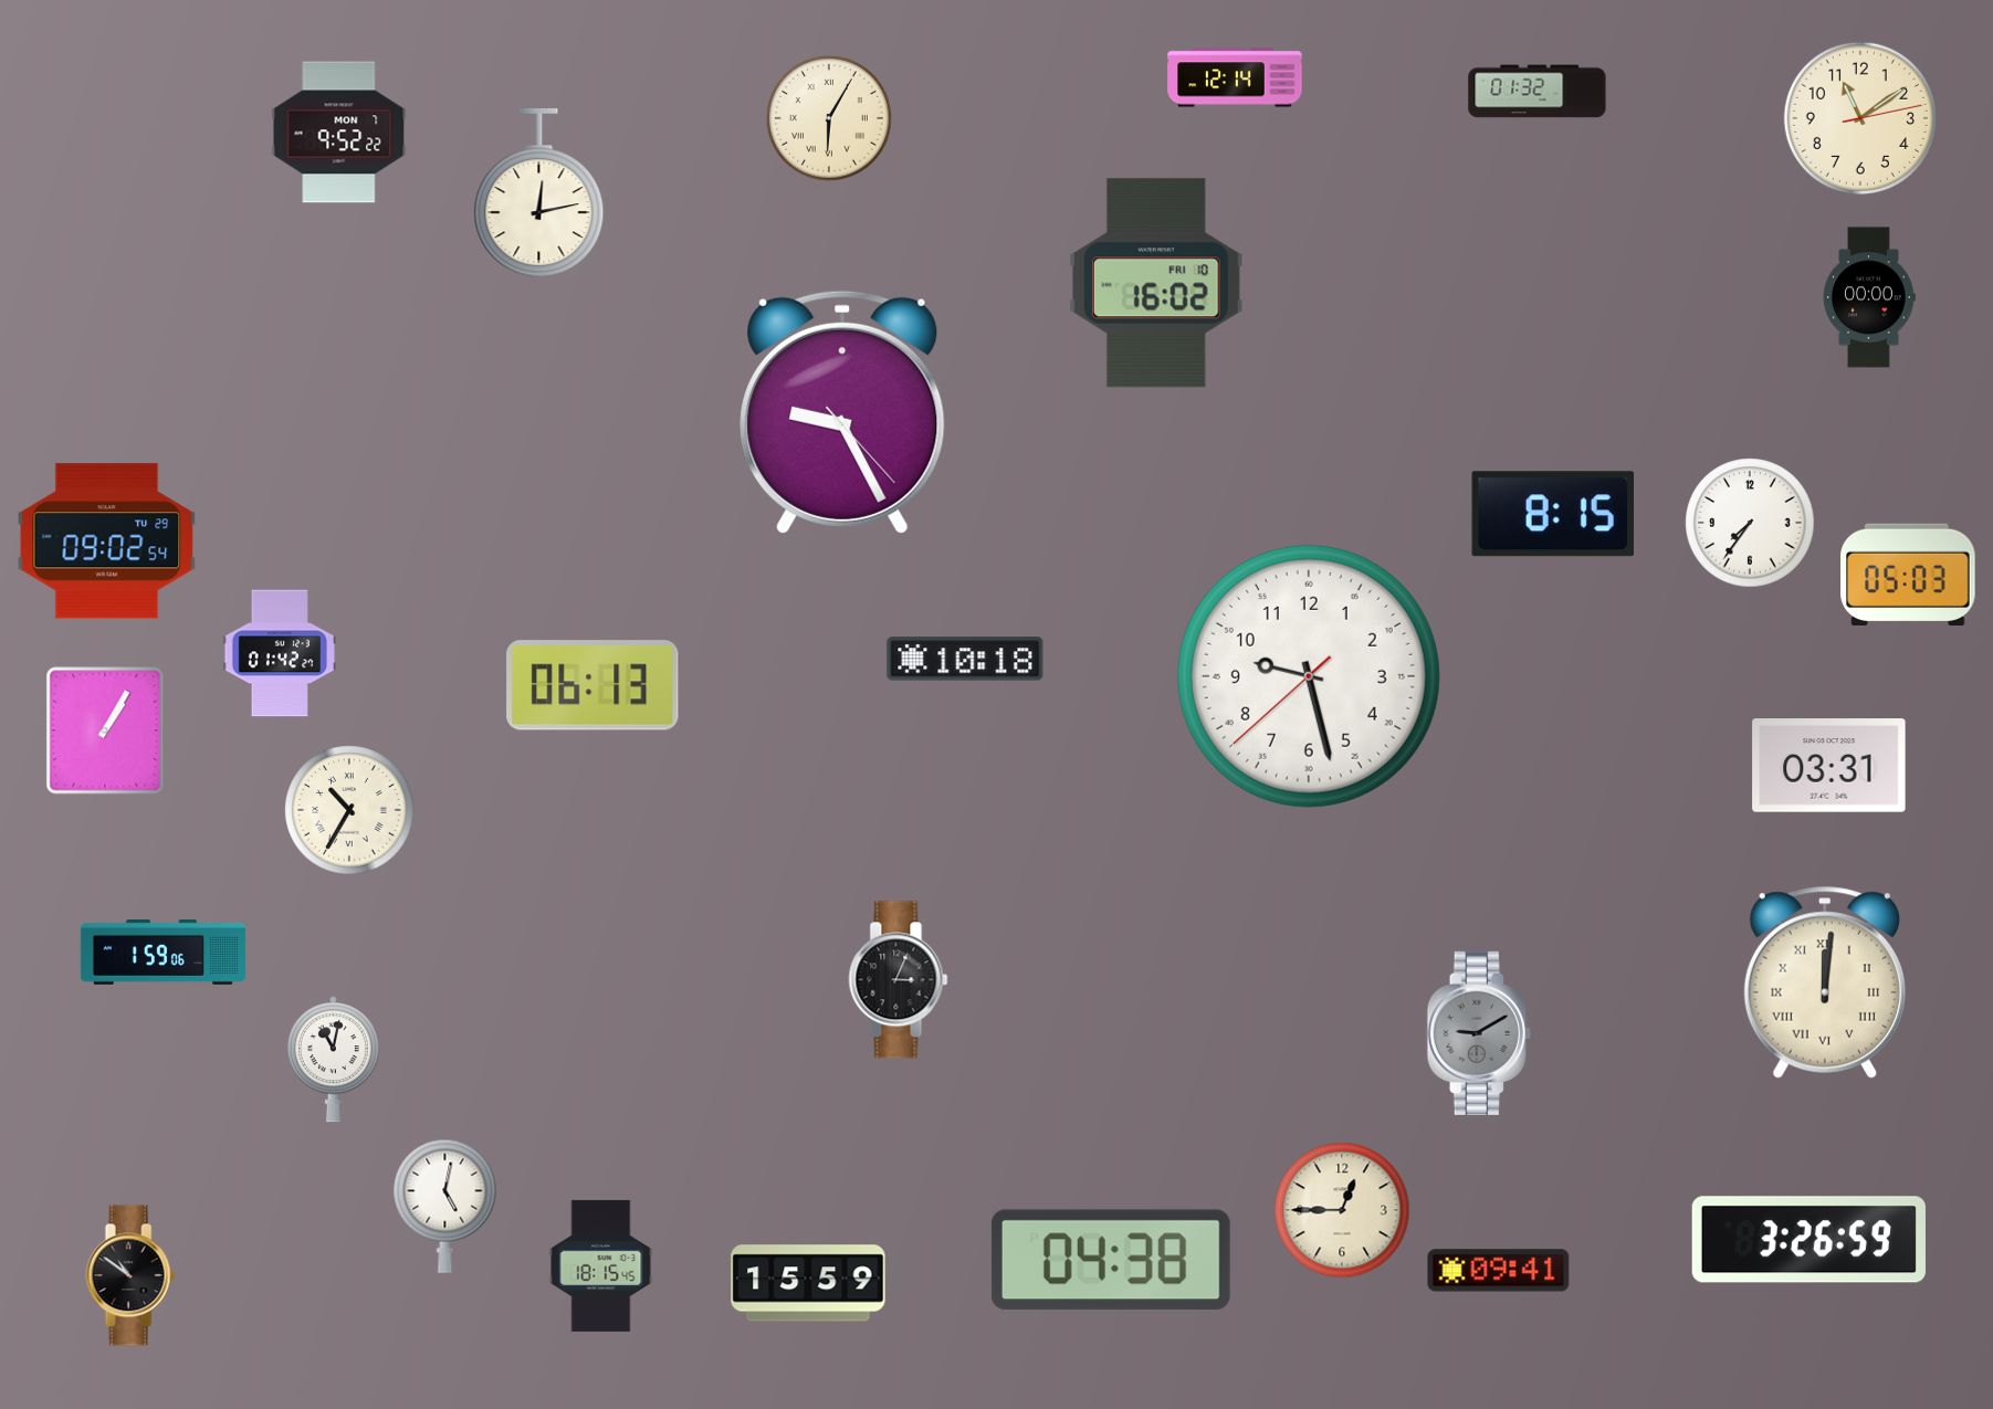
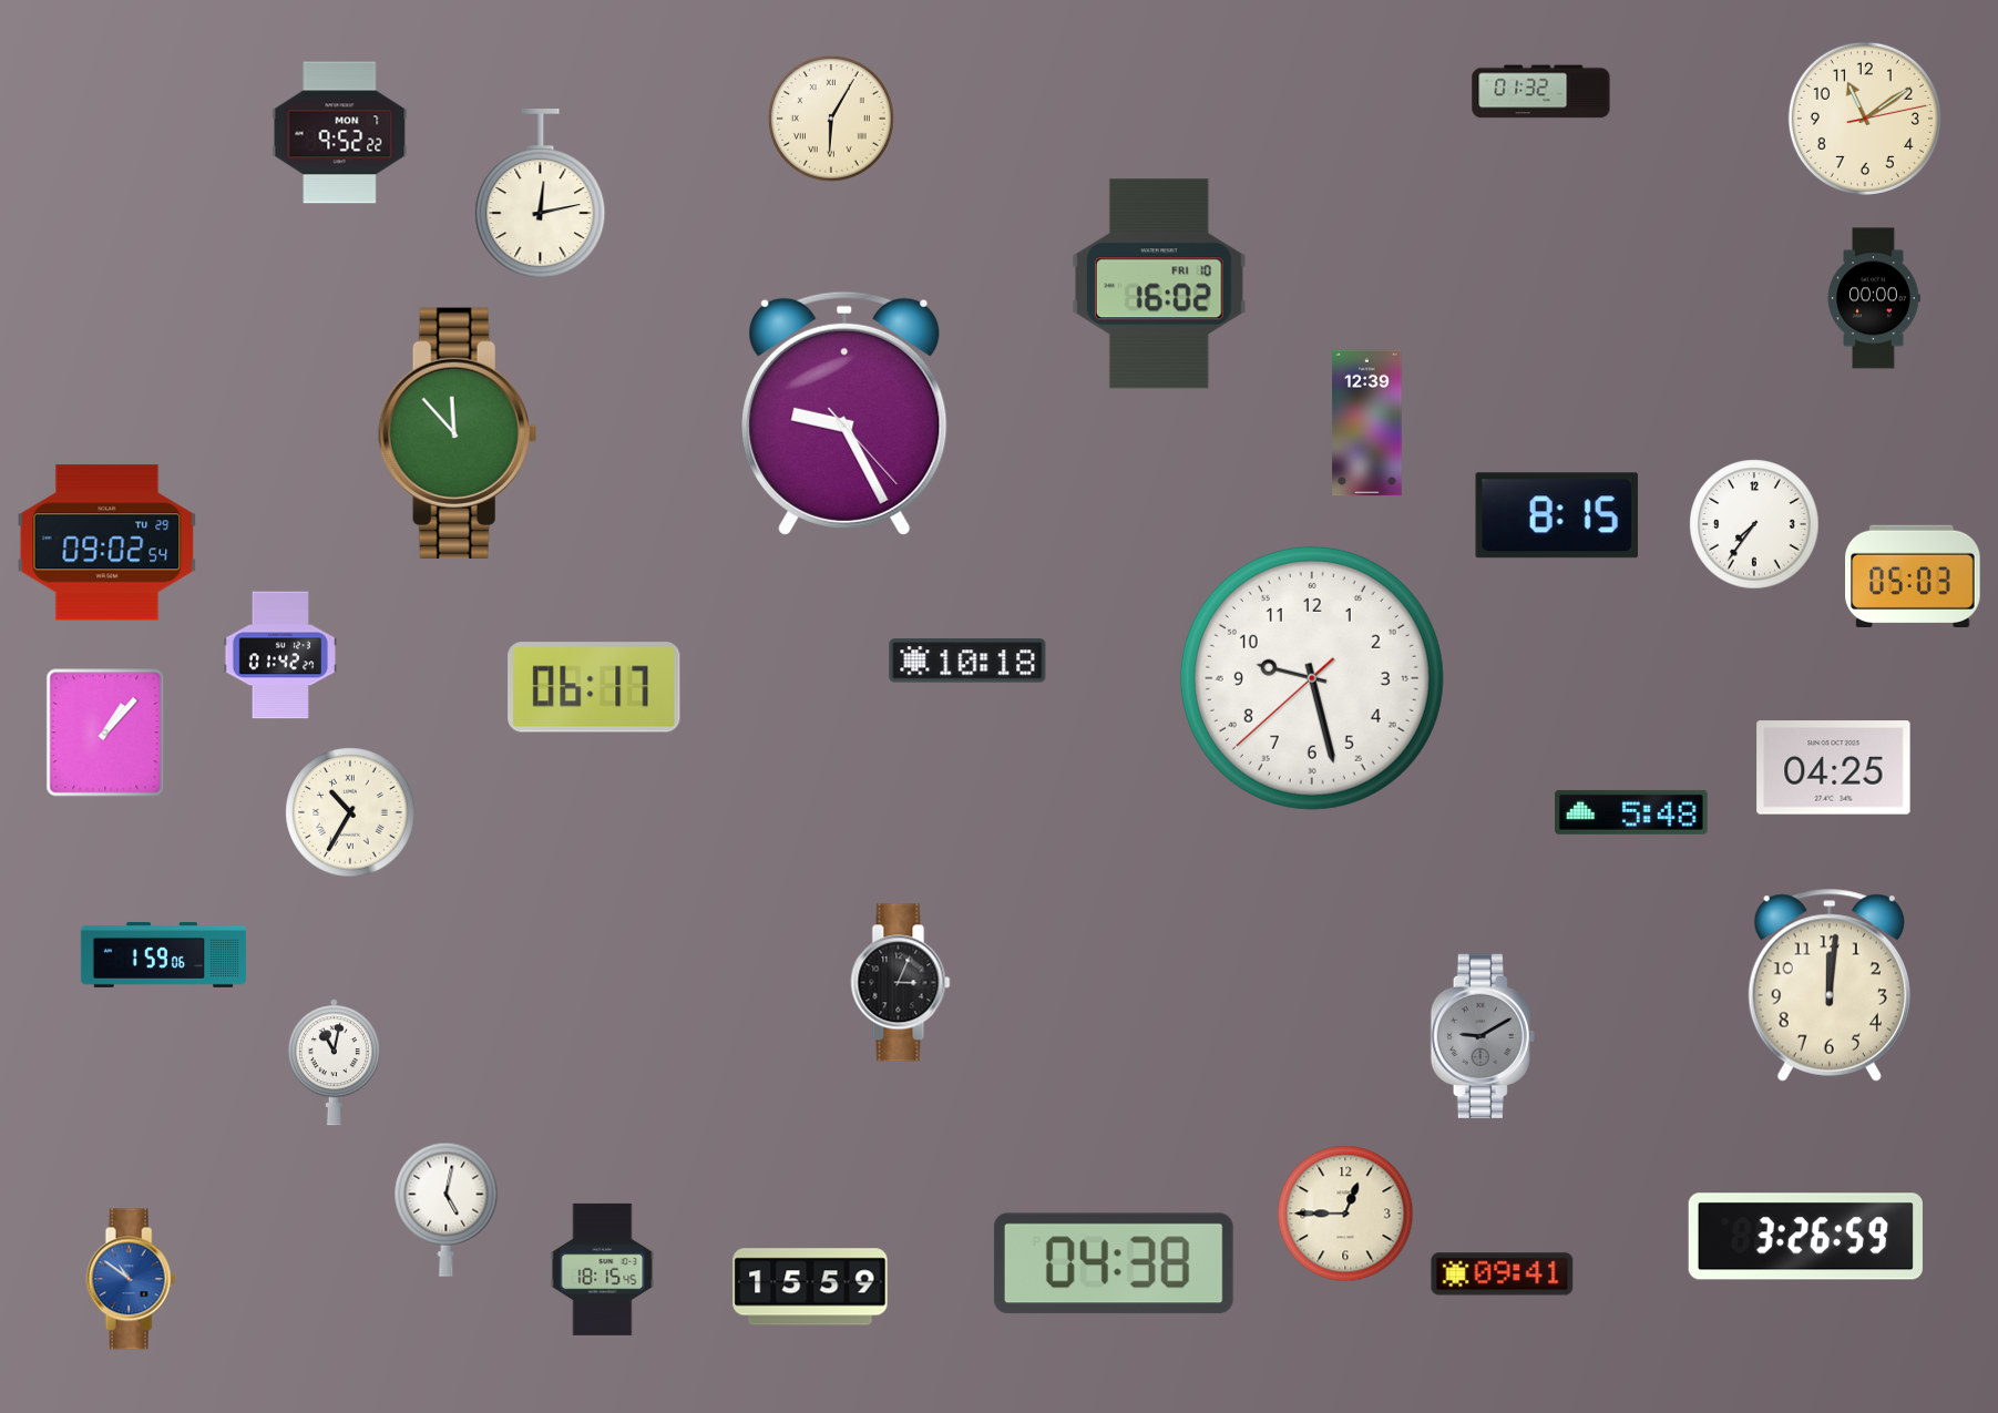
clock at (1235, 77): 12:14 -> none
clock at (1367, 423): none -> 12:39
clock at (458, 433): none -> 11:53
clock at (592, 685): 06:13 -> 06:17
clock at (105, 730): 1:05 -> 1:07
clock at (1829, 766): 03:31 -> 04:25
clock at (1631, 812): none -> 5:48
clock at (1825, 982) numerals: Roman -> Arabic
clock at (1808, 1240) position: (1808, 1240) -> (1805, 1237)
clock at (130, 1275) dial: black -> blue
